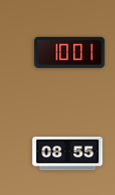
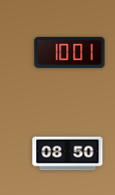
clock at (68, 154): 08:55 -> 08:50
